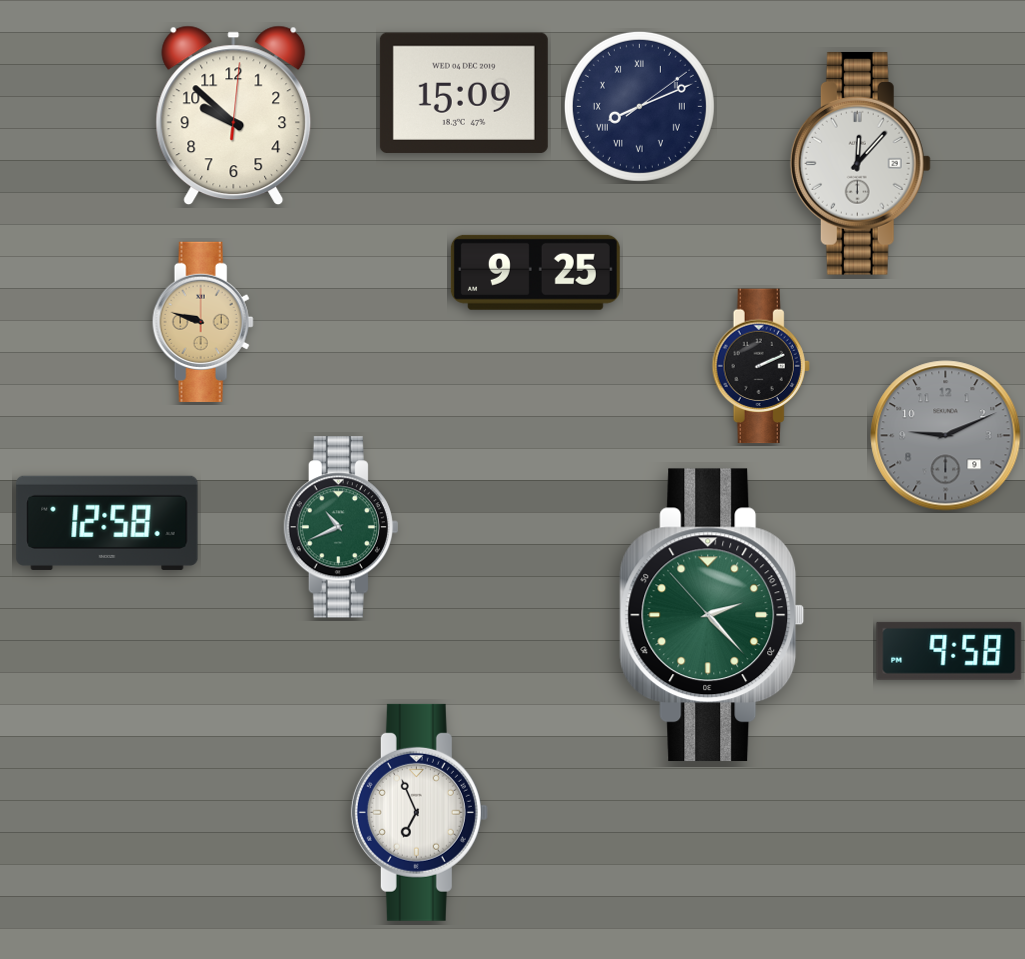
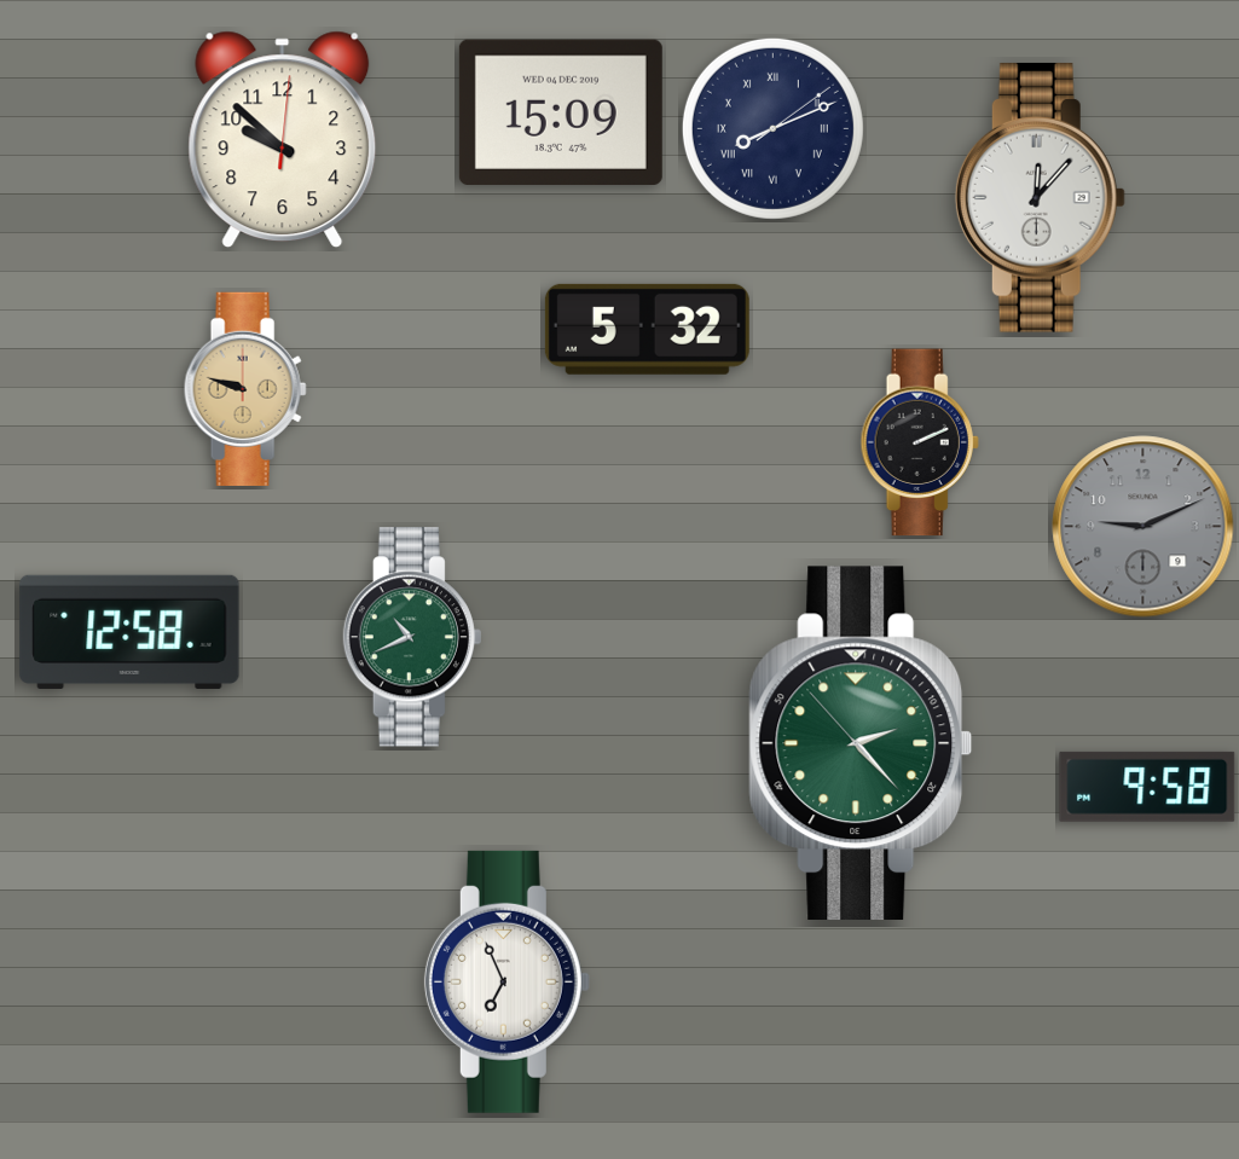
clock at (535, 272): 9:25 -> 5:32
